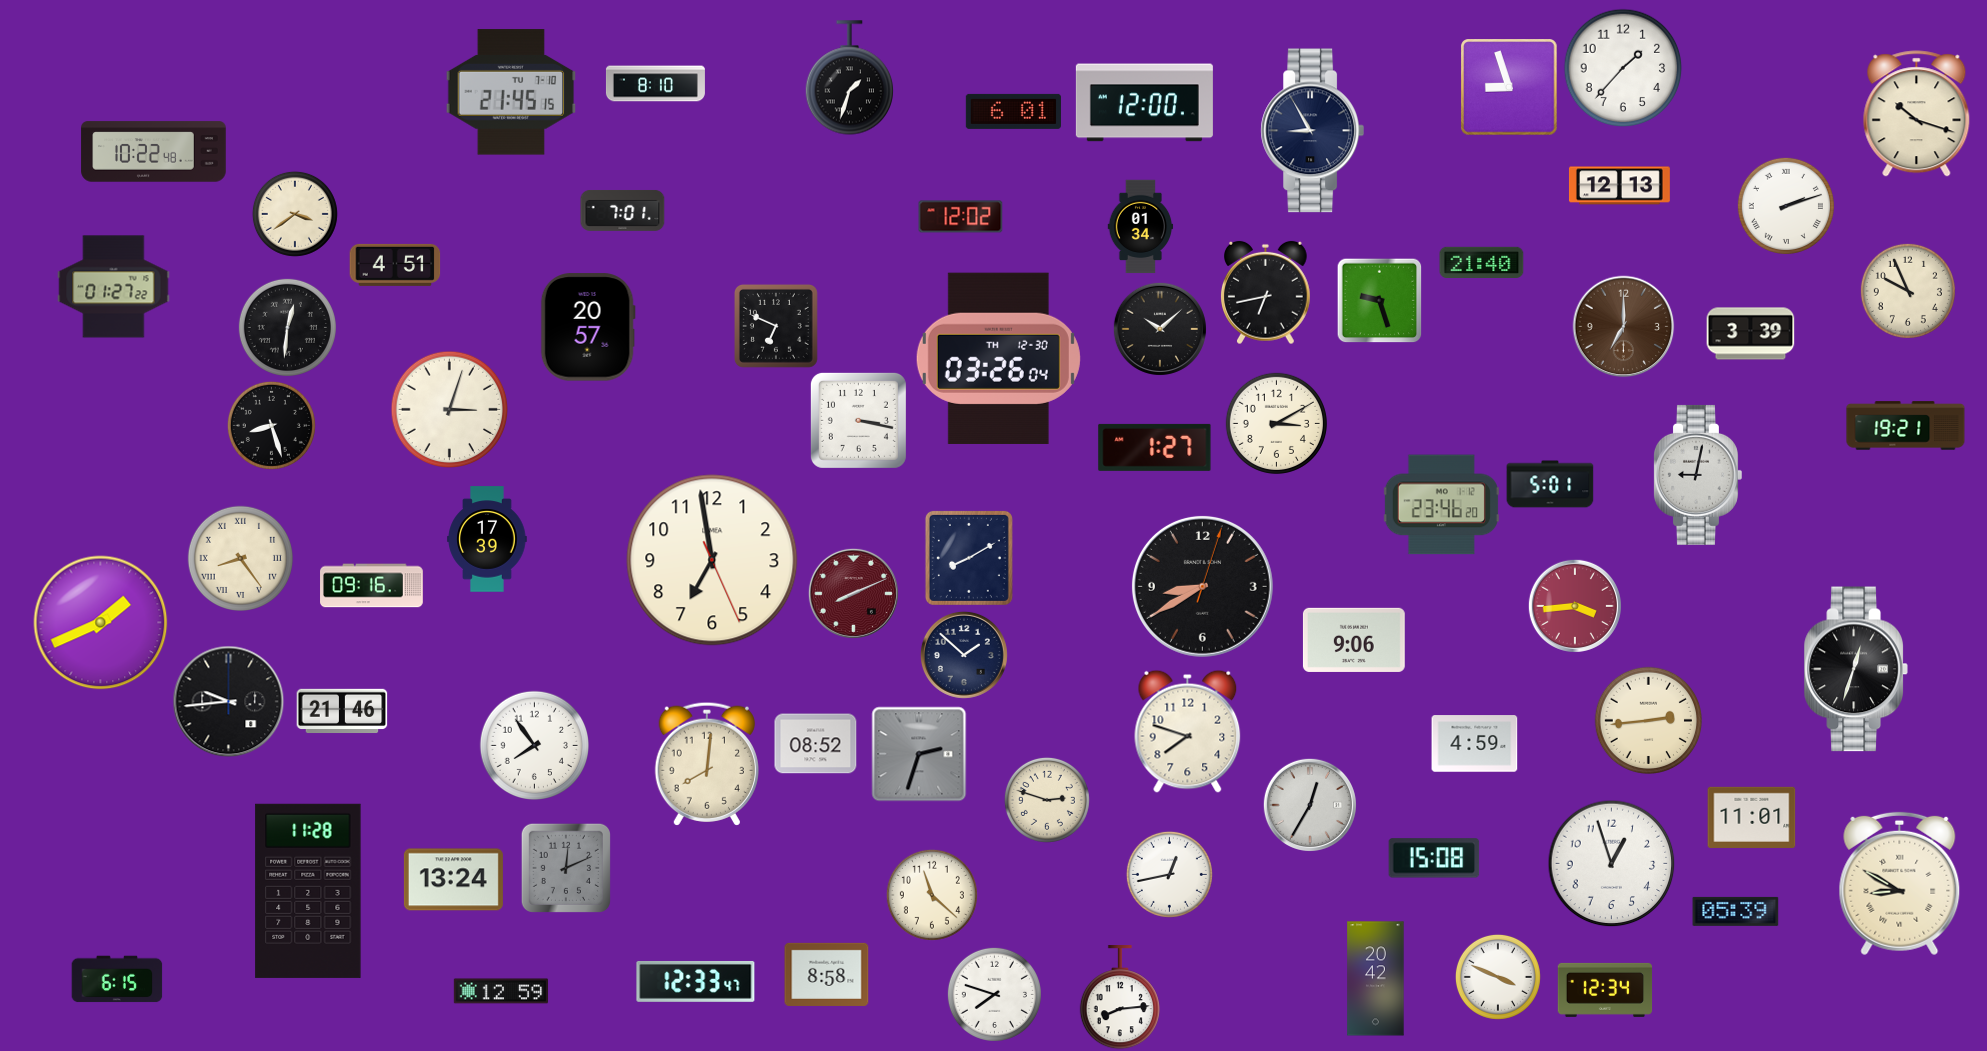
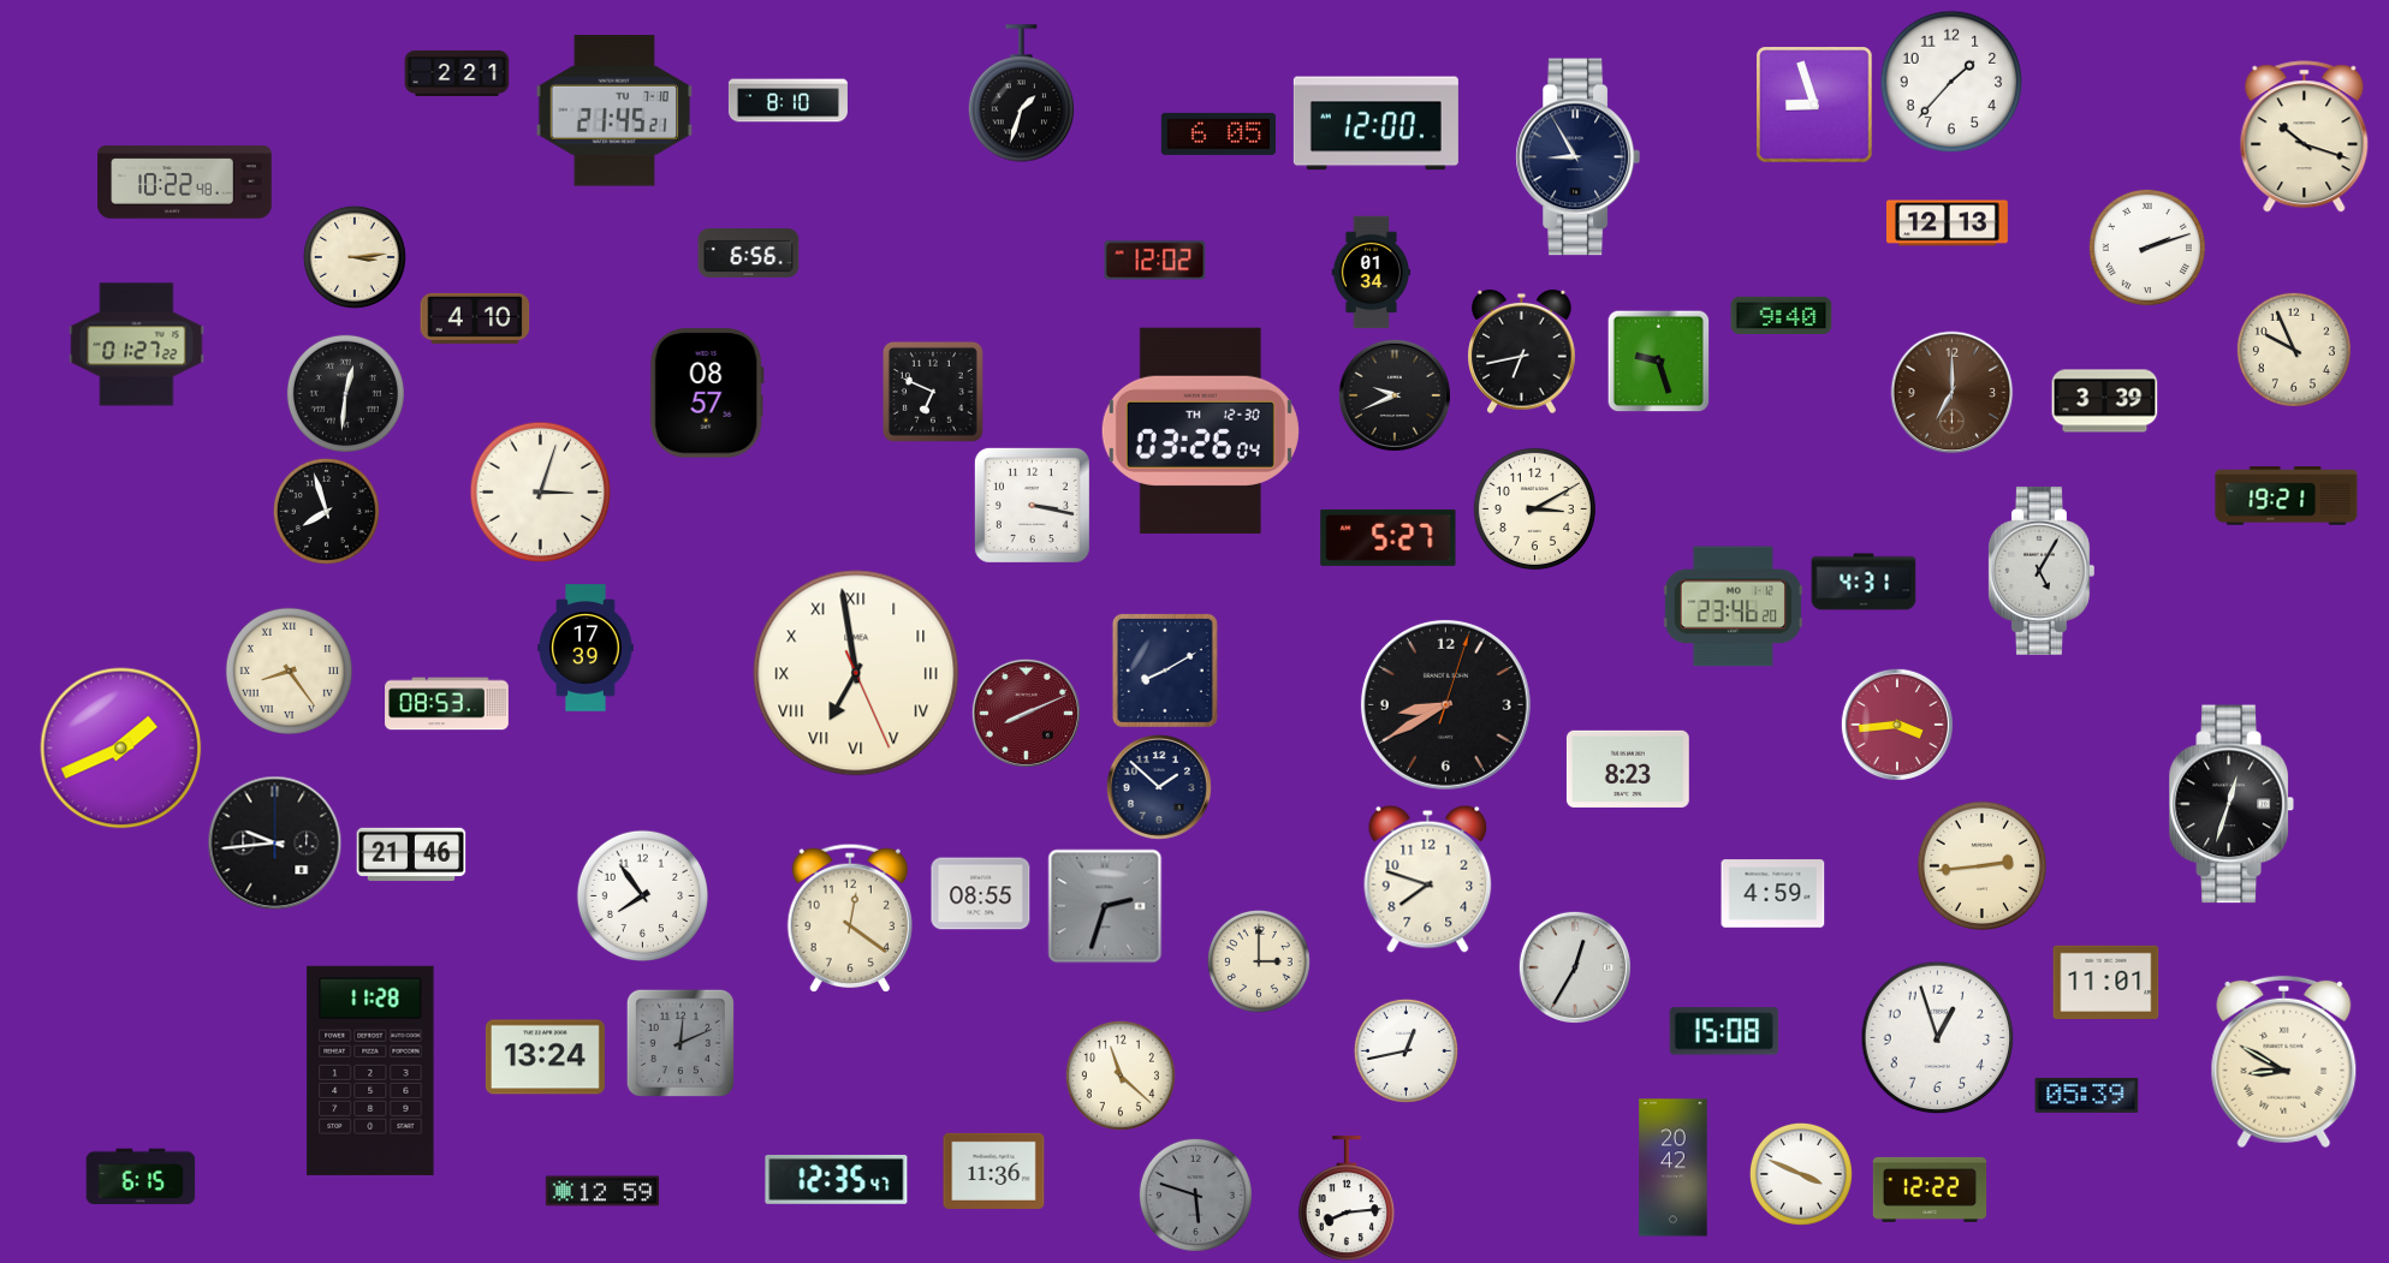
clock at (457, 73): none -> 2:21
clock at (511, 92): 21:45:15 -> 21:45:21
clock at (1013, 111): 6:01 -> 6:05
clock at (623, 210): 7:01 -> 6:56
clock at (295, 214): 3:39 -> 3:14
clock at (1482, 262): 21:40 -> 9:40
clock at (395, 265): 4:51 -> 4:10
clock at (588, 327): 20:57 -> 08:57
clock at (1160, 329): 10:08 -> 9:41
clock at (271, 425): 8:27 -> 7:57
clock at (1906, 426) position: (1906, 426) -> (2287, 496)
clock at (1155, 447): 1:27 -> 5:27
clock at (1697, 475): 9:02 -> 5:05
clock at (1550, 484): 5:01 -> 4:31
clock at (712, 560) numerals: Arabic -> Roman
clock at (372, 586): 09:16 -> 08:53
clock at (1575, 606) position: (1575, 606) -> (1897, 725)
clock at (1354, 640): 9:06 -> 8:23
clock at (816, 744): 08:52 -> 08:55
clock at (707, 764): 8:01 -> 12:21
clock at (1047, 800): 2:48 -> 3:00
clock at (827, 974): 8:58 -> 11:36
clock at (1376, 979) position: (1376, 979) -> (1674, 1168)
clock at (696, 981): 12:33 -> 12:35
clock at (1605, 990): 12:34 -> 12:22
clock at (994, 994): 7:48 -> 5:48
clock at (994, 994) dial: white -> grey
